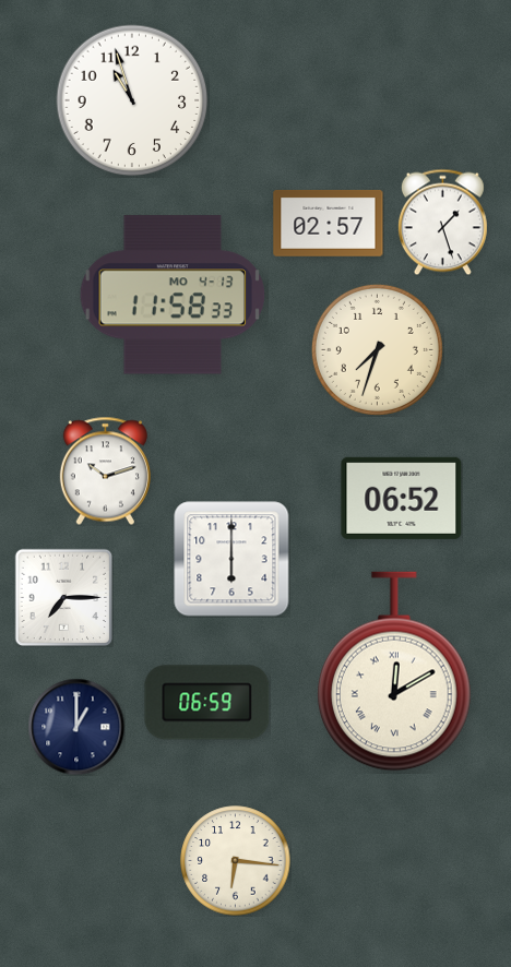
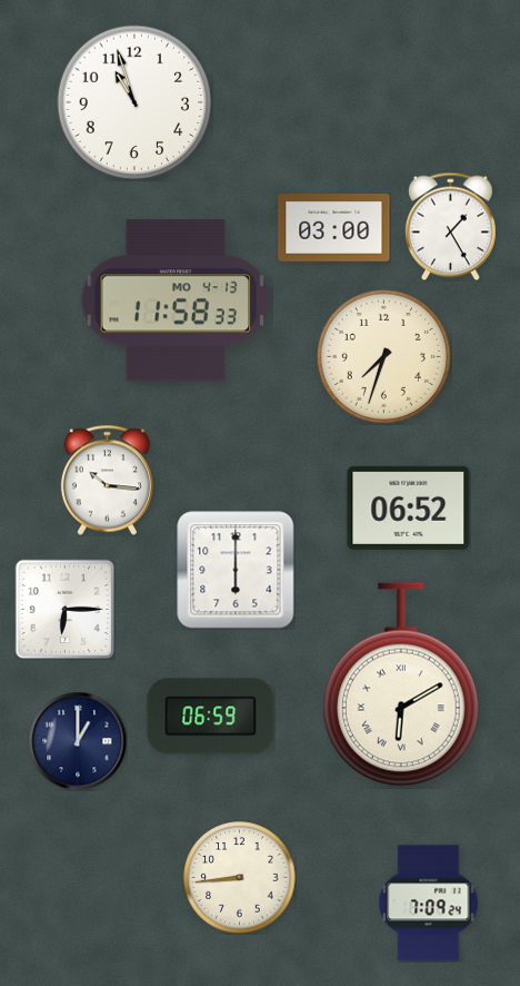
clock at (442, 222): 1:27 -> 1:25
clock at (329, 224): 02:57 -> 03:00
clock at (105, 470): 10:12 -> 10:16
clock at (63, 597): 7:15 -> 6:15
clock at (394, 671): 12:10 -> 6:10
clock at (236, 861): 6:16 -> 8:44
clock at (429, 904): none -> 7:09
